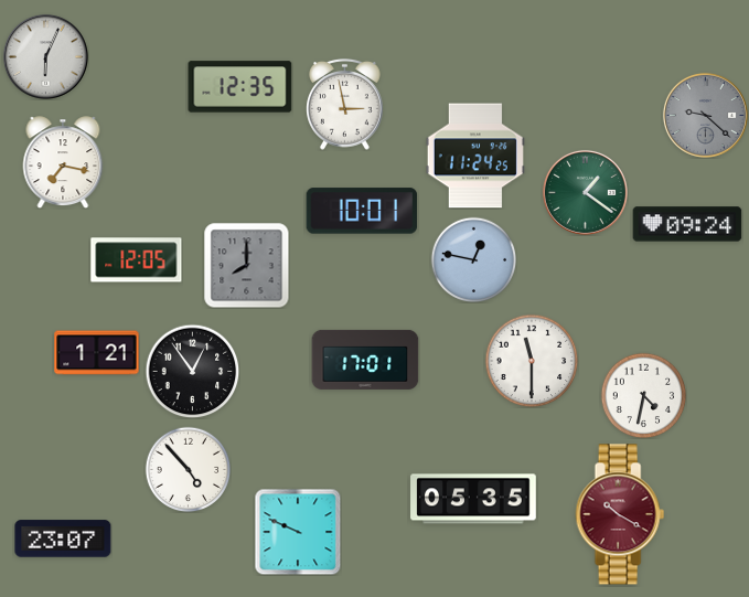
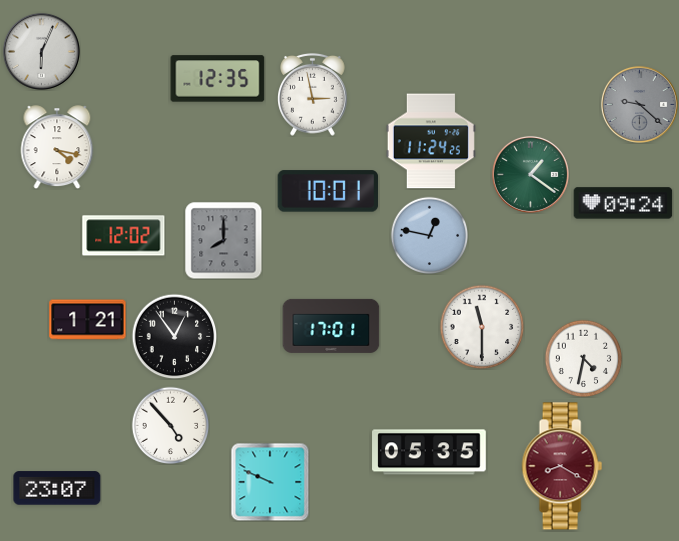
clock at (63, 162): 7:17 -> 4:17
clock at (137, 260): 12:05 -> 12:02
clock at (620, 514): 10:20 -> 8:20
